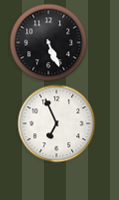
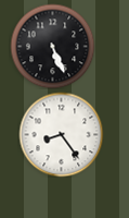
clock at (56, 123): 6:56 -> 8:24
